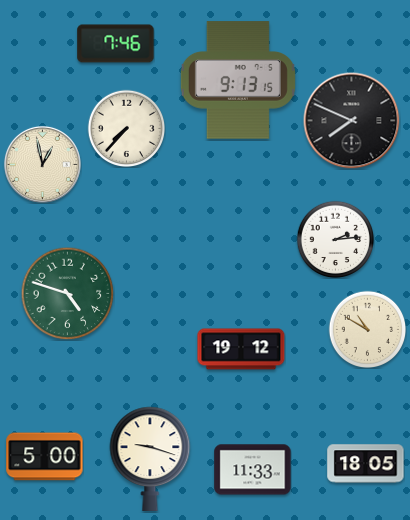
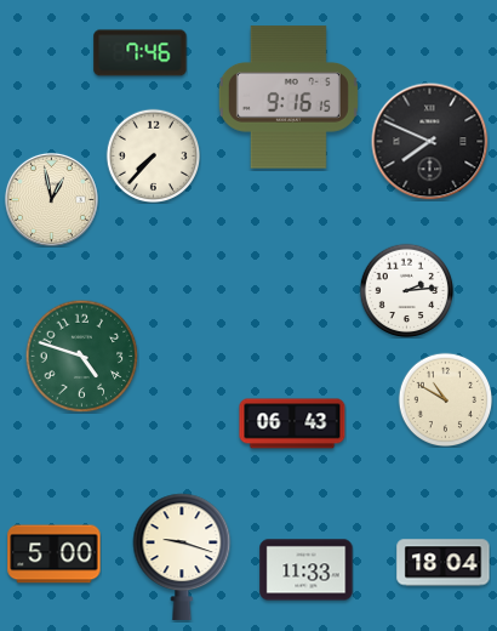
clock at (238, 80): 9:13 -> 9:16
clock at (352, 121) position: (352, 121) -> (430, 142)
clock at (241, 349): 19:12 -> 06:43
clock at (366, 464): 18:05 -> 18:04
